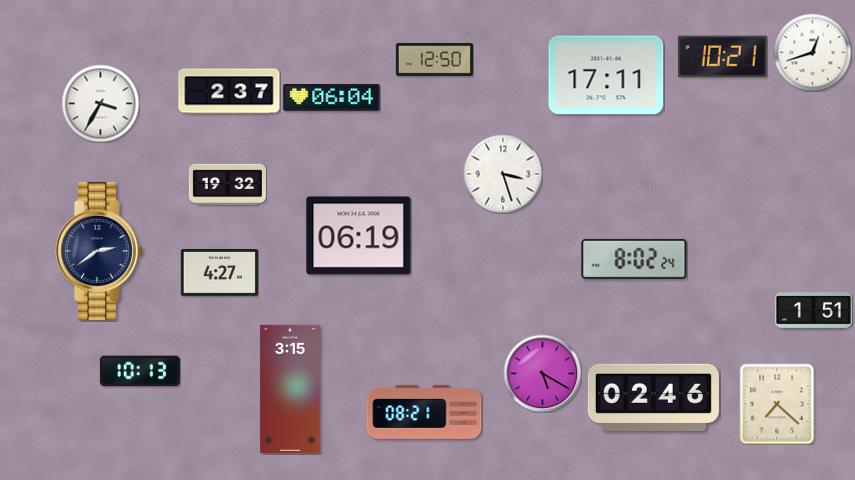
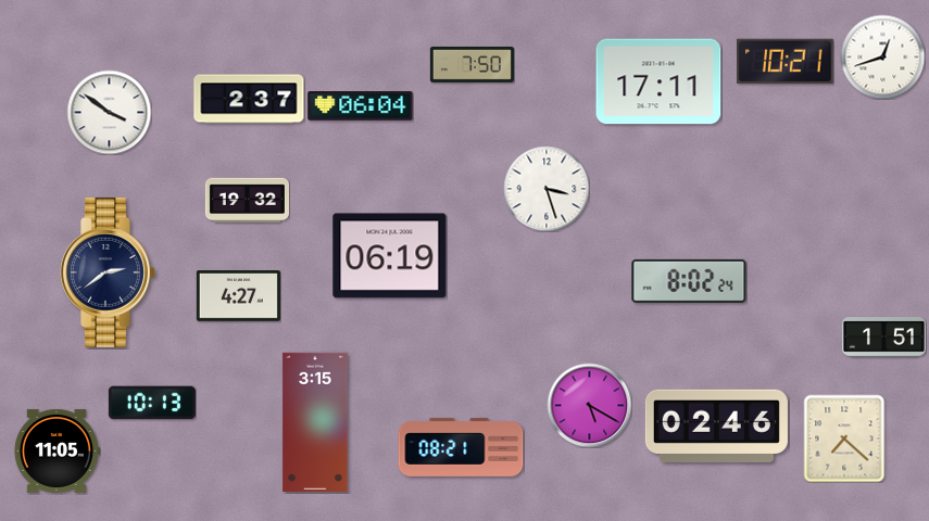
clock at (434, 59): 12:50 -> 7:50
clock at (100, 103): 3:35 -> 3:51
clock at (653, 397) position: (653, 397) -> (716, 425)
clock at (57, 450): none -> 11:05
